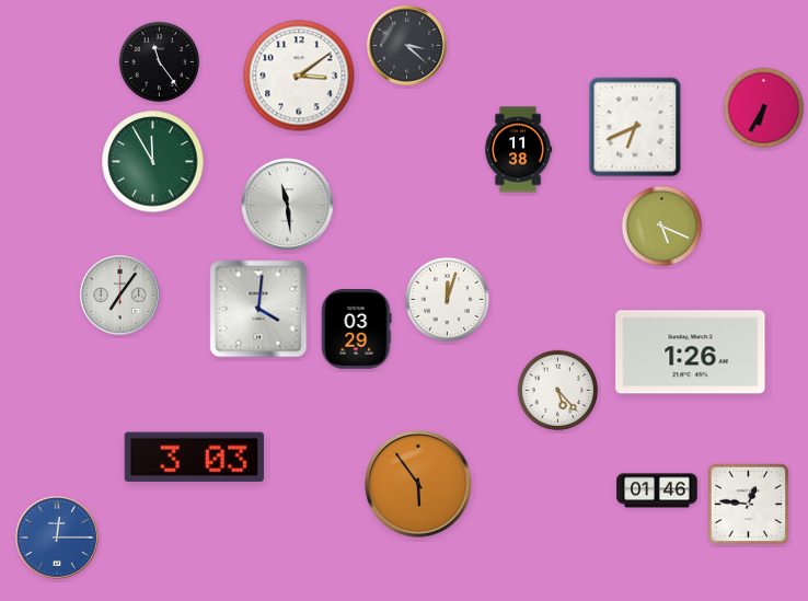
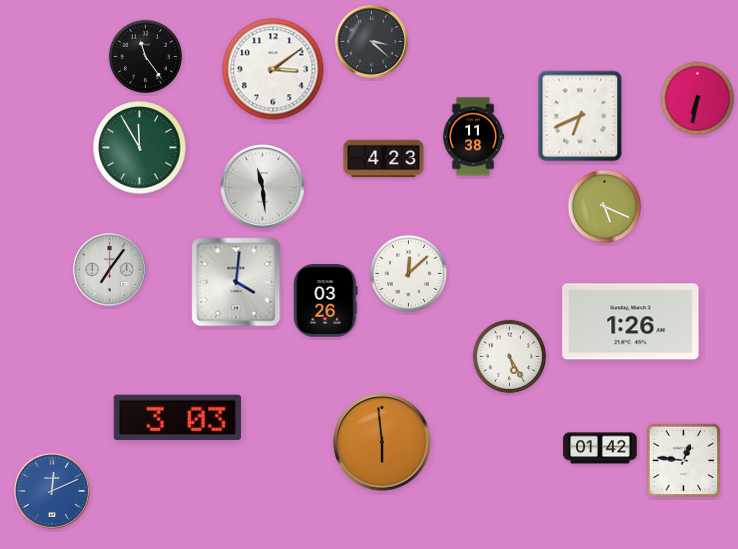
clock at (764, 108): 6:35 -> 6:32
clock at (384, 159): none -> 4:23
clock at (447, 299): 12:03 -> 12:08
clock at (357, 330): 03:29 -> 03:26
clock at (558, 391): 5:23 -> 5:25
clock at (418, 484): 5:54 -> 5:59
clock at (657, 490): 01:46 -> 01:42
clock at (58, 539): 12:15 -> 12:11
